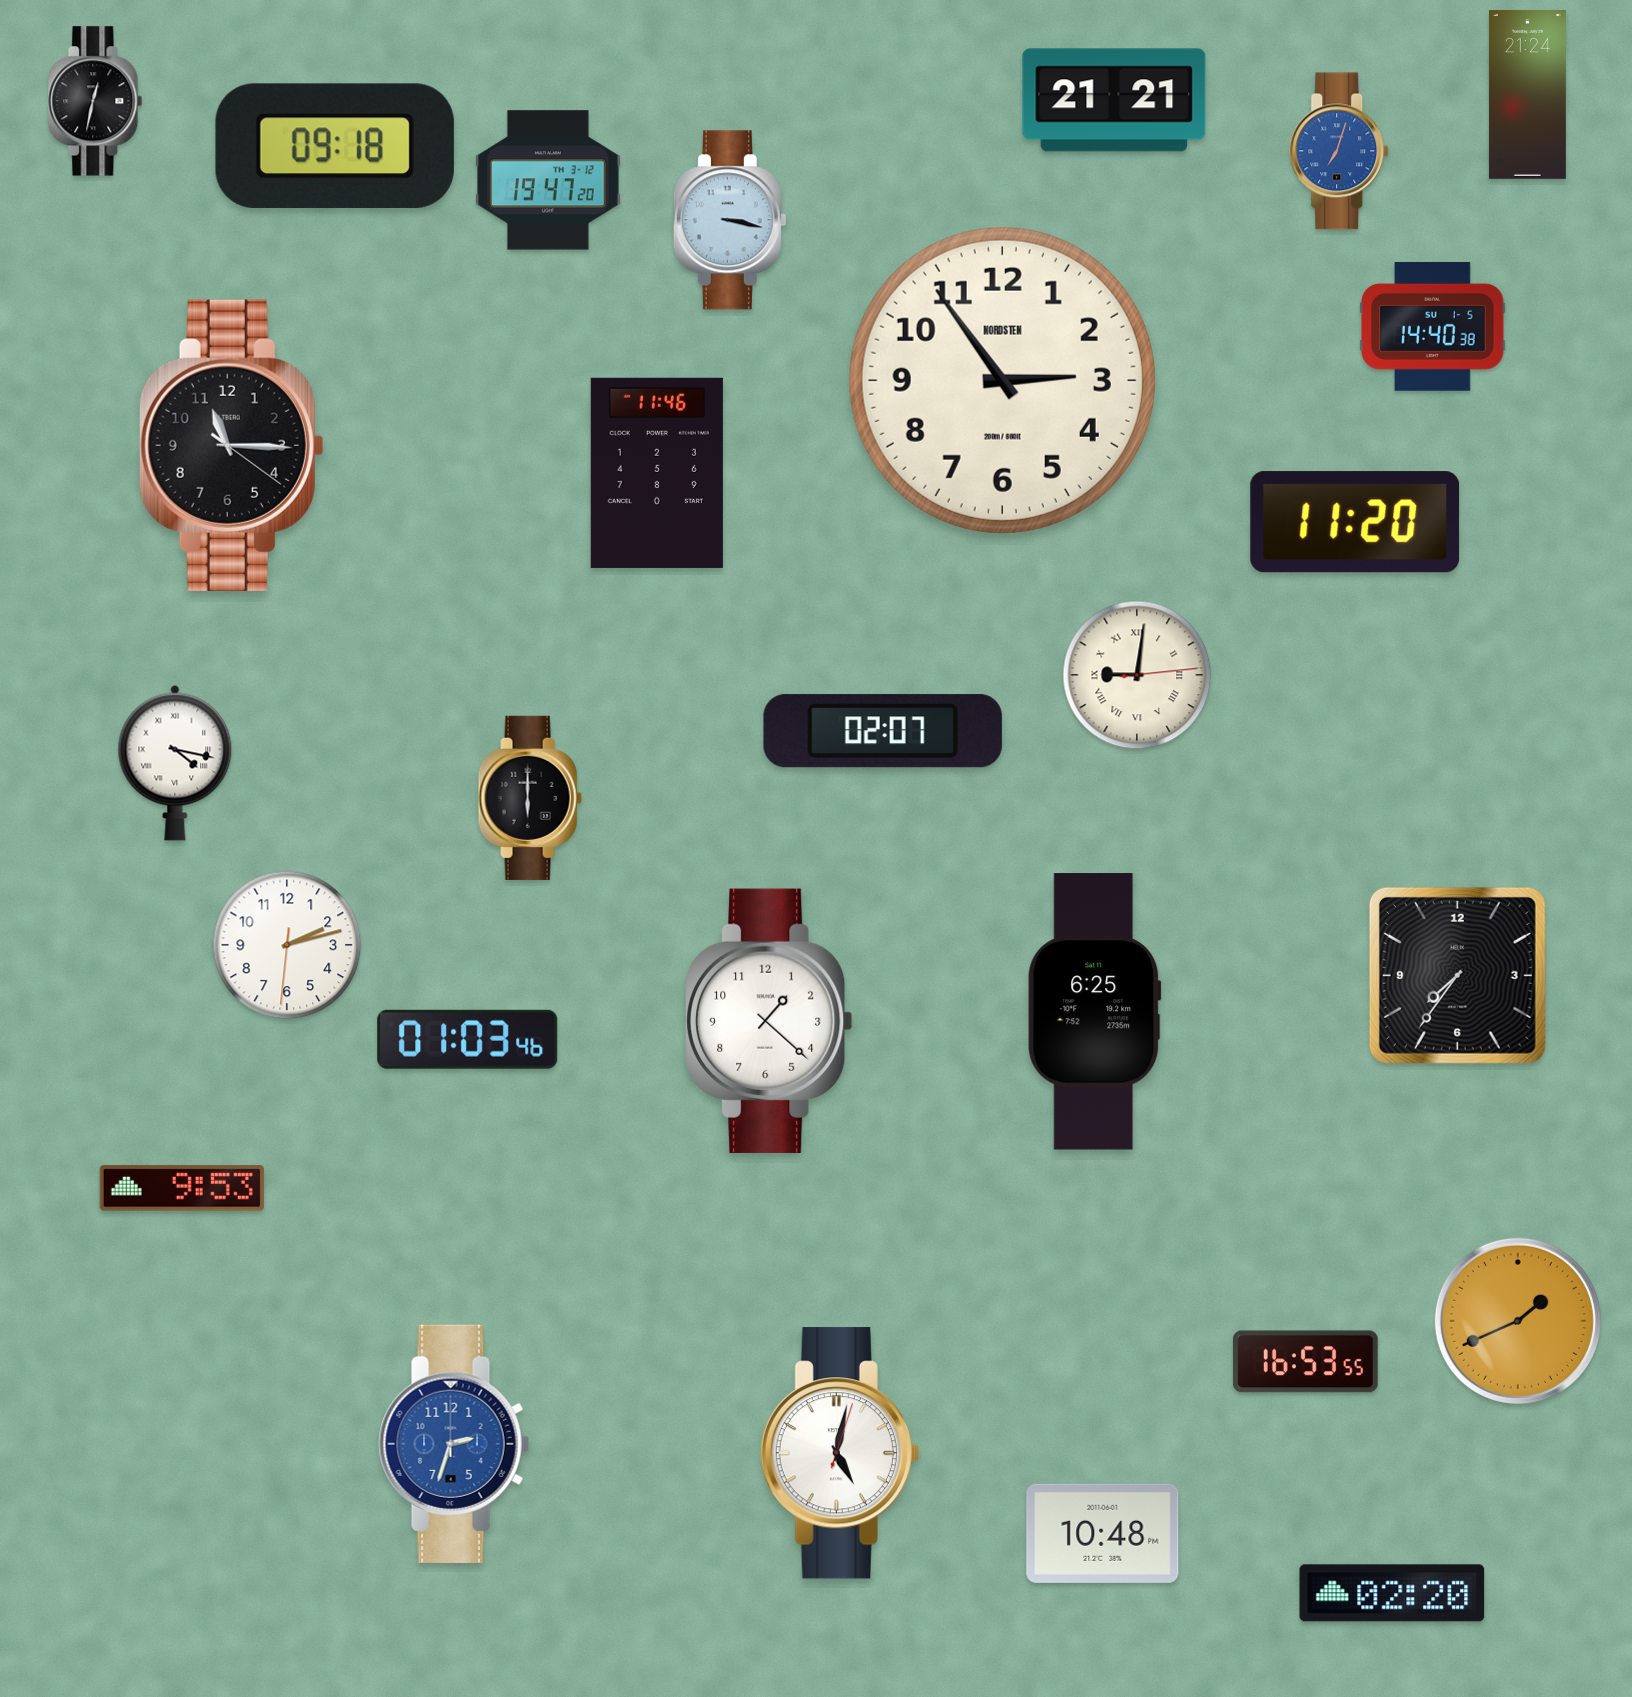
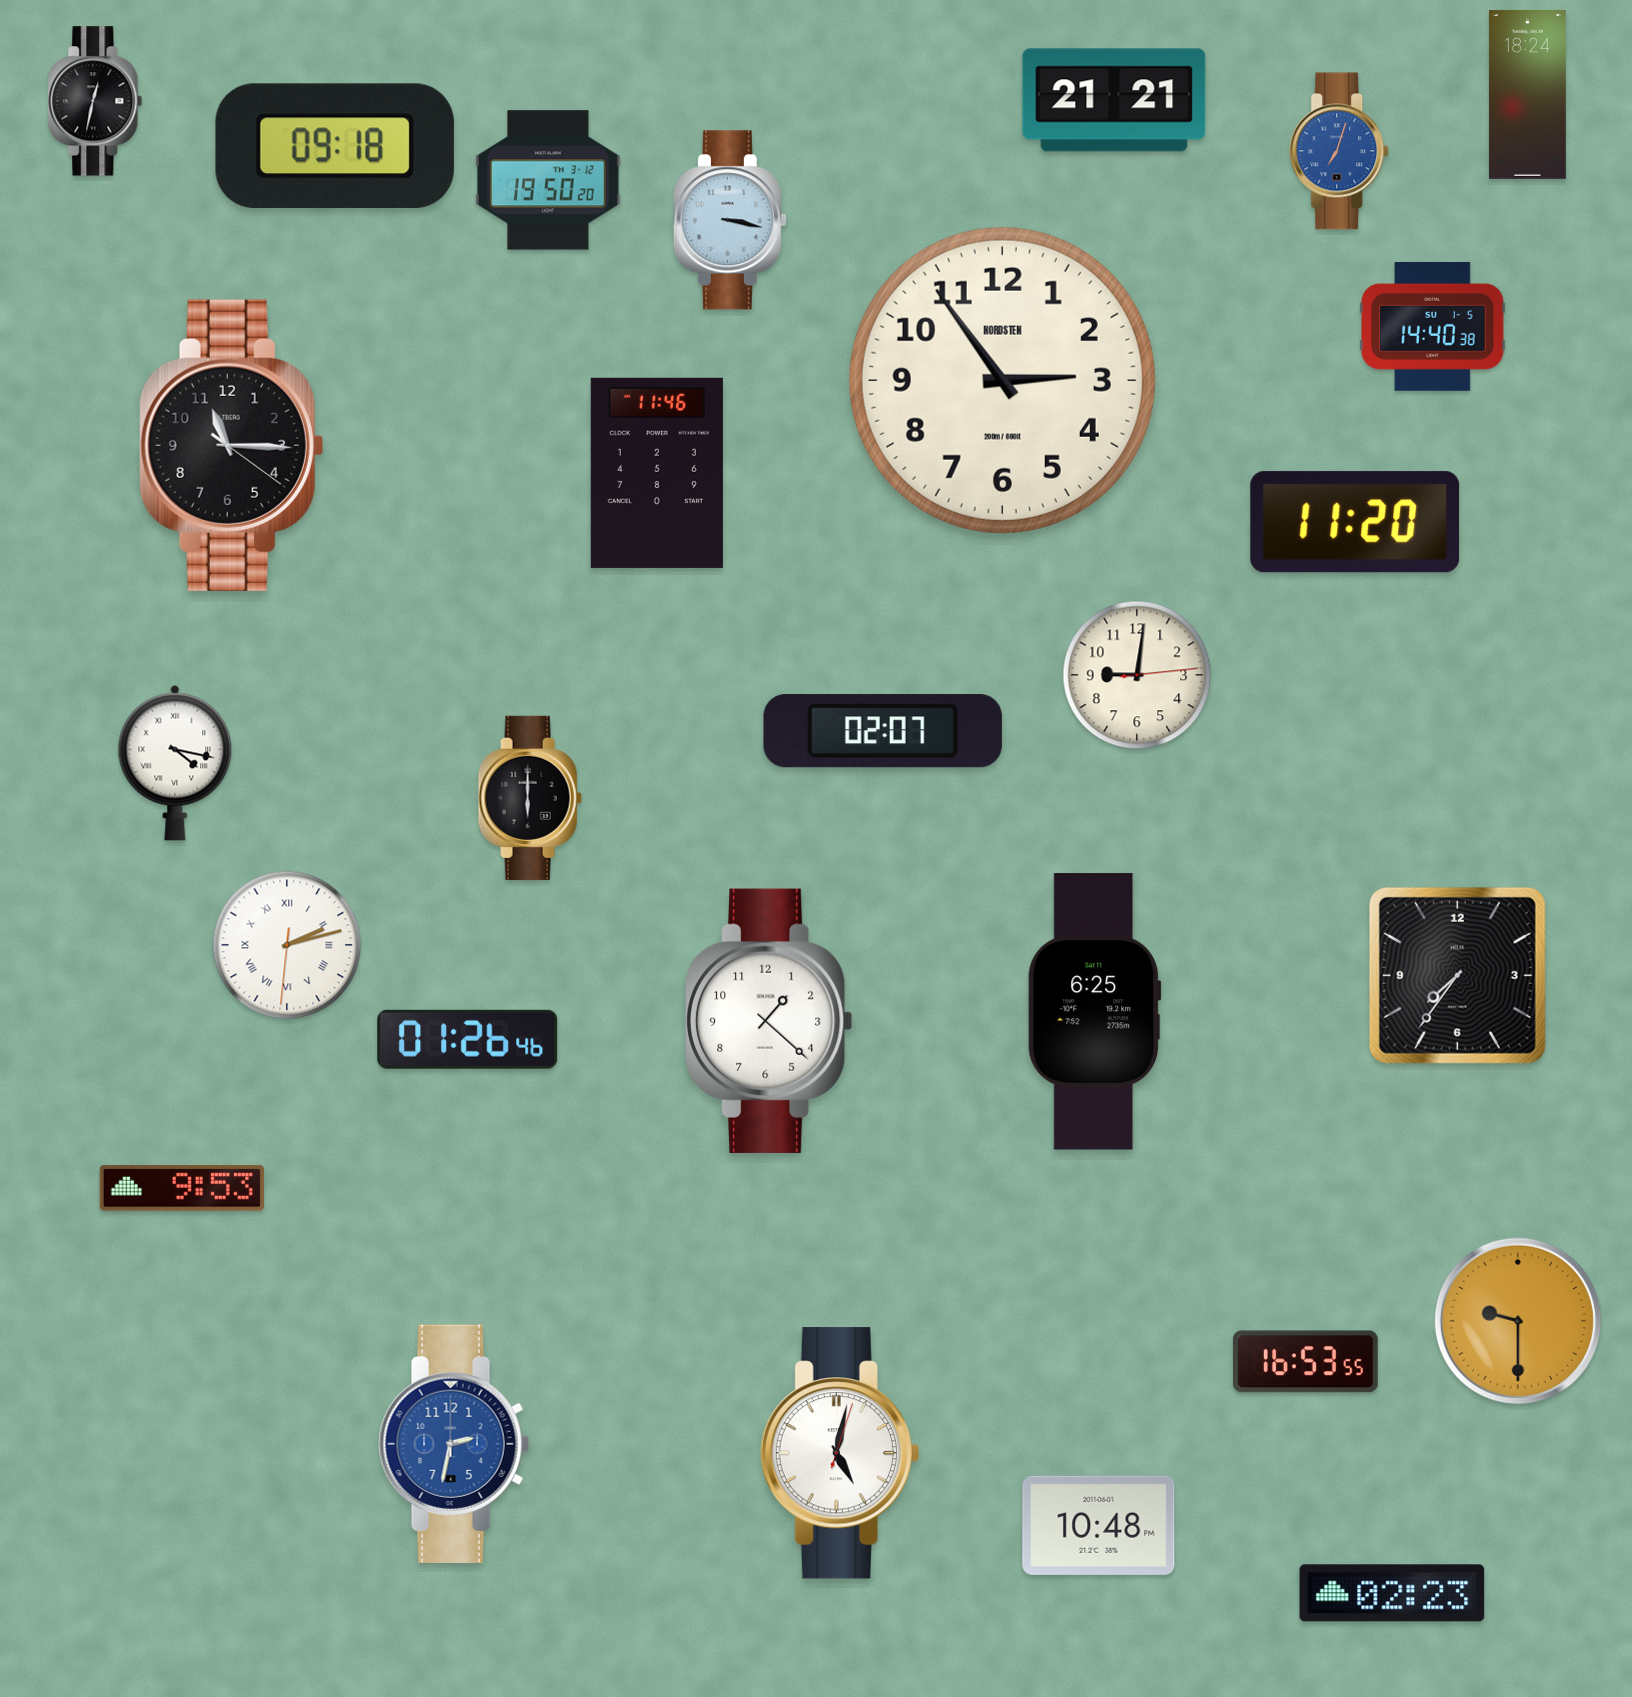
clock at (1527, 94): 21:24 -> 18:24
clock at (548, 180): 19:47 -> 19:50
clock at (1137, 675) numerals: Roman -> Arabic
clock at (287, 945) numerals: Arabic -> Roman
clock at (468, 1039): 01:03 -> 01:26
clock at (1518, 1321): 1:41 -> 9:30
clock at (454, 1444): 2:33 -> 2:32
clock at (1103, 1533) position: (1103, 1533) -> (1099, 1525)
clock at (1392, 1593): 02:20 -> 02:23
